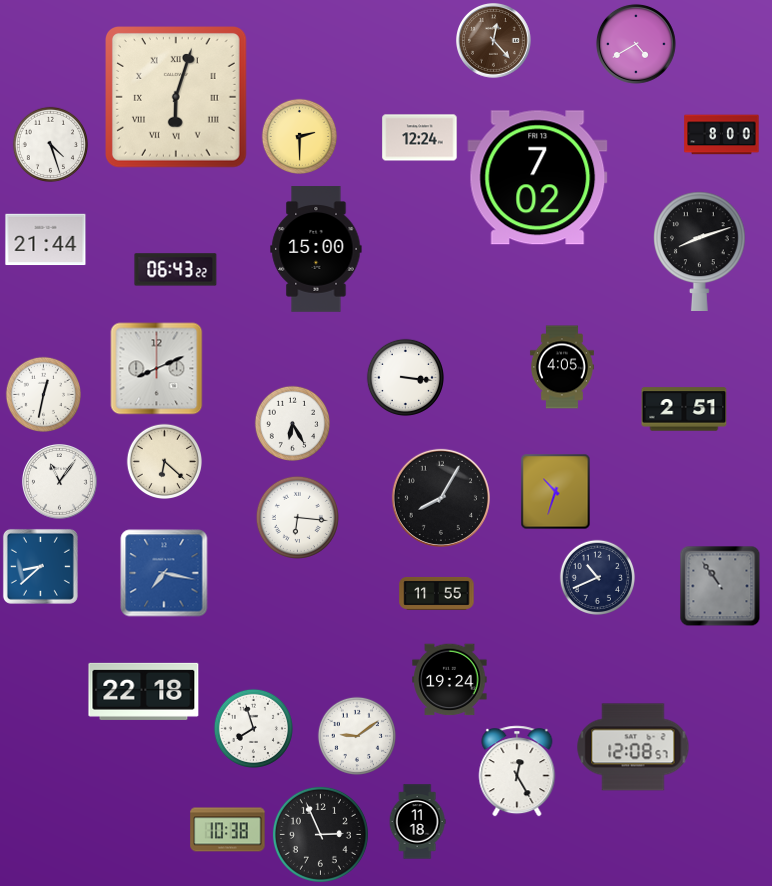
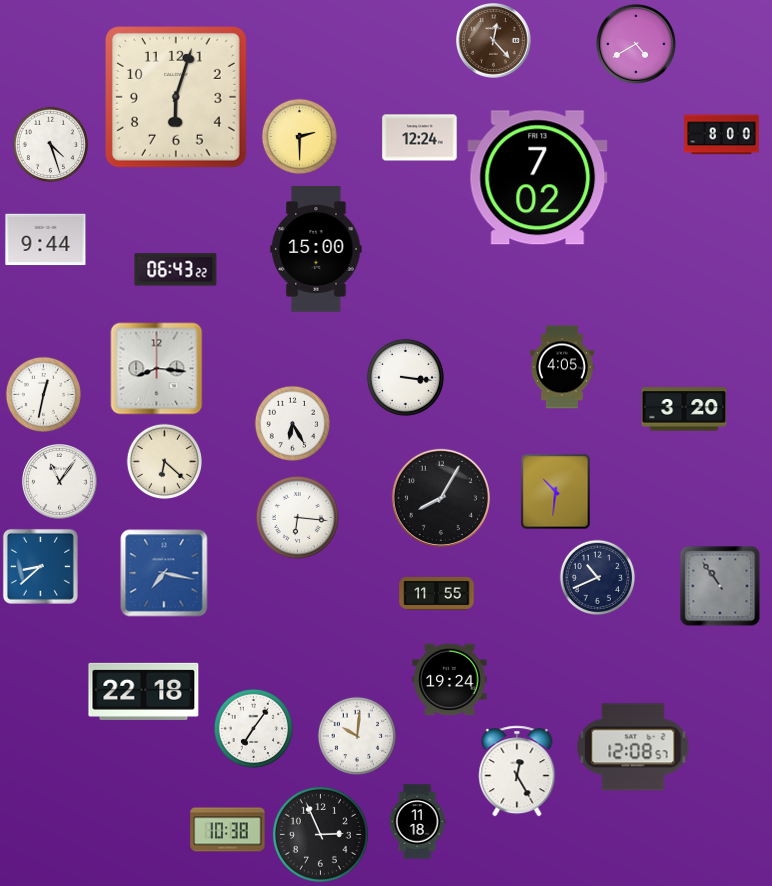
clock at (177, 98) numerals: Roman -> Arabic
clock at (46, 240): 21:44 -> 9:44
clock at (700, 251): 8:12 -> none
clock at (157, 369): 8:11 -> 8:16
clock at (684, 409): 2:51 -> 3:20
clock at (556, 492): 10:33 -> 10:31
clock at (253, 728): 7:57 -> 7:06
clock at (357, 736): 9:09 -> 10:01
